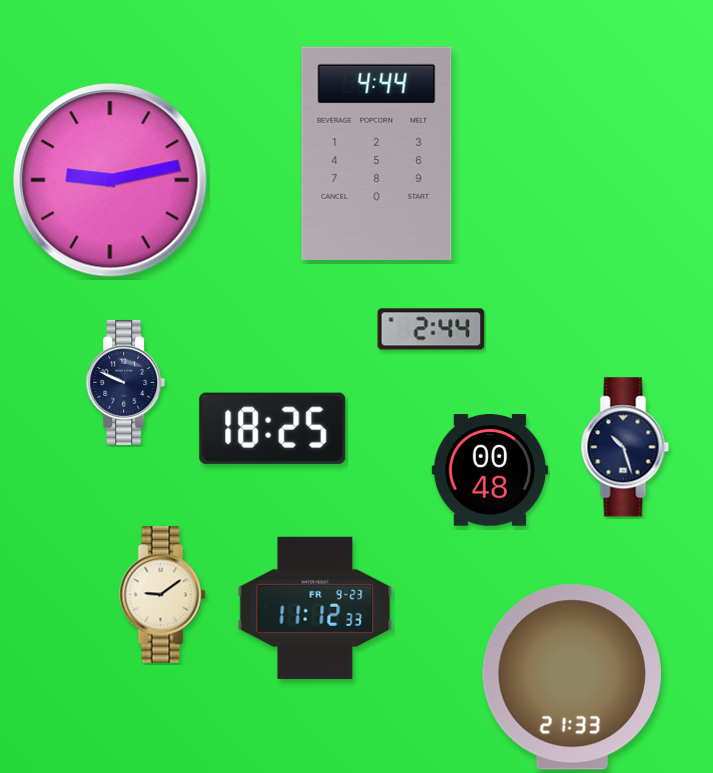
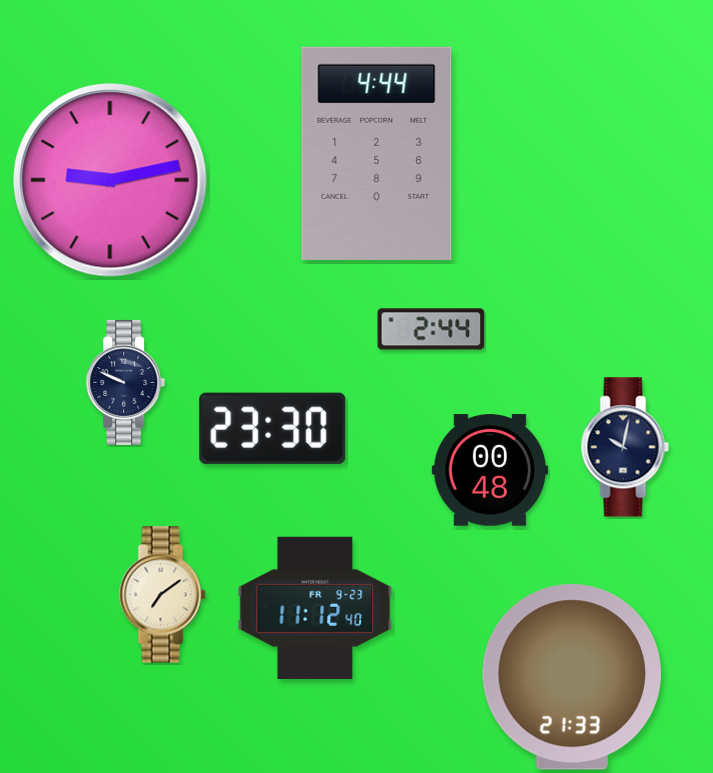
clock at (273, 428): 18:25 -> 23:30
clock at (625, 447): 10:27 -> 10:02
clock at (163, 595): 9:09 -> 7:09
clock at (315, 608): 11:12:33 -> 11:12:40
